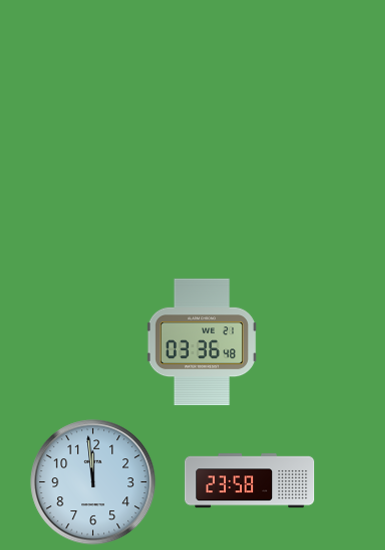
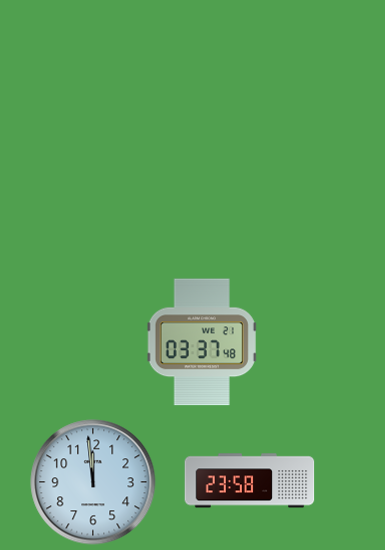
clock at (202, 342): 03:36 -> 03:37
